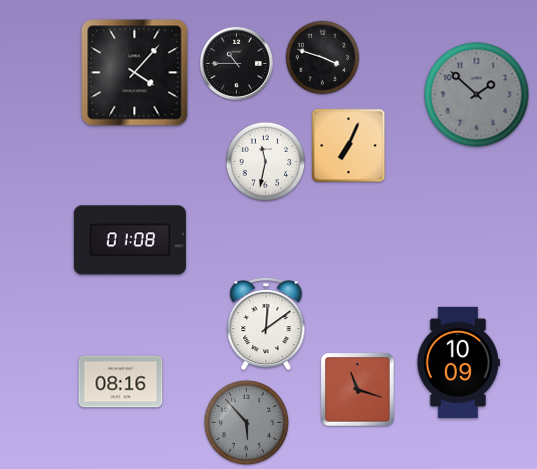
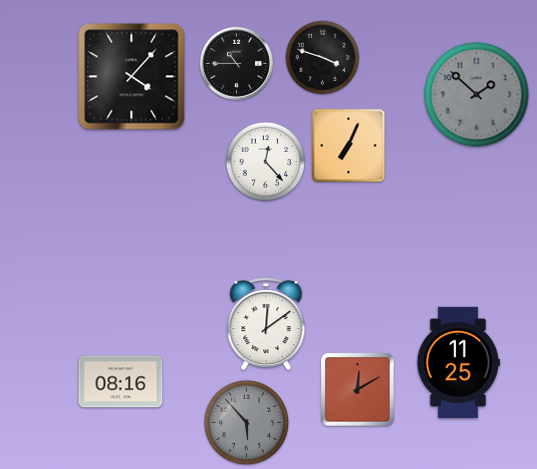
clock at (135, 73) position: (135, 73) -> (132, 77)
clock at (266, 162): 11:32 -> 12:23
clock at (130, 240): 01:08 -> none
clock at (458, 362): 10:09 -> 11:25
clock at (358, 390): 11:18 -> 12:10
